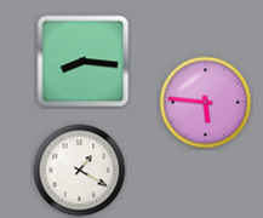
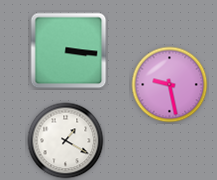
clock at (84, 62): 8:16 -> 3:16
clock at (206, 103): 5:46 -> 9:28
